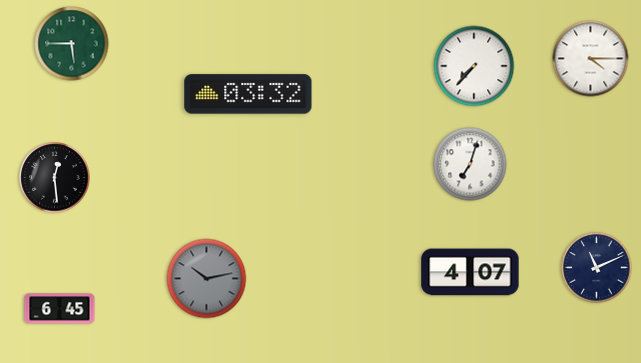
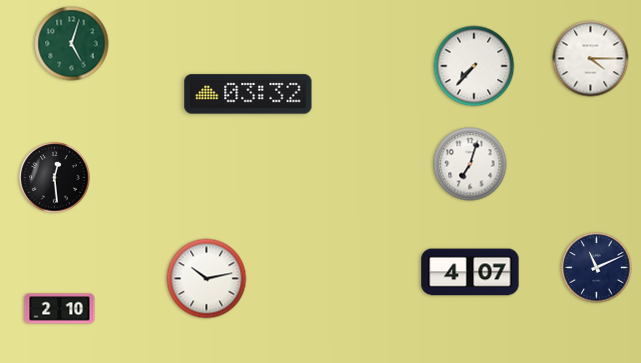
clock at (72, 44): 5:45 -> 5:03
clock at (207, 279) dial: grey -> white
clock at (60, 309): 6:45 -> 2:10
